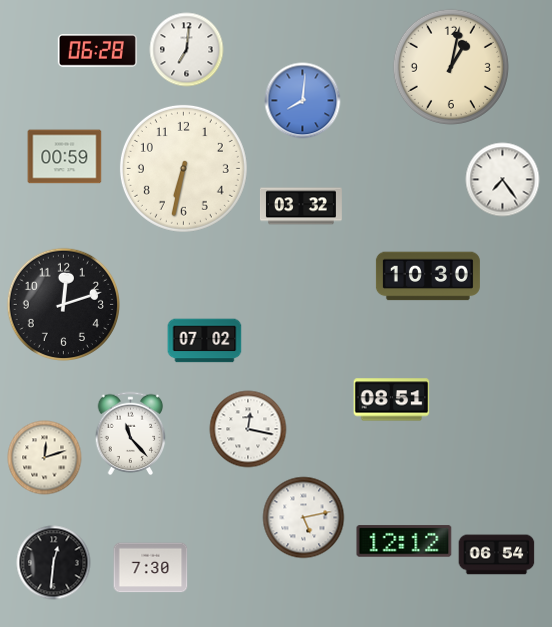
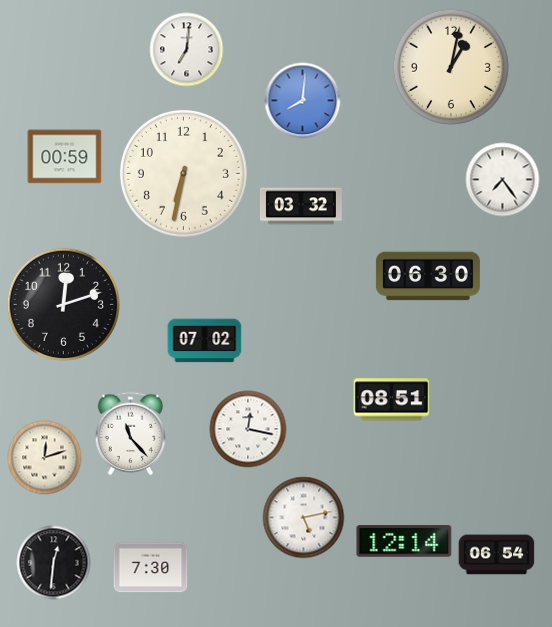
clock at (97, 51): 06:28 -> none
clock at (183, 168) position: (183, 168) -> (183, 173)
clock at (428, 276): 10:30 -> 06:30
clock at (404, 541): 12:12 -> 12:14
